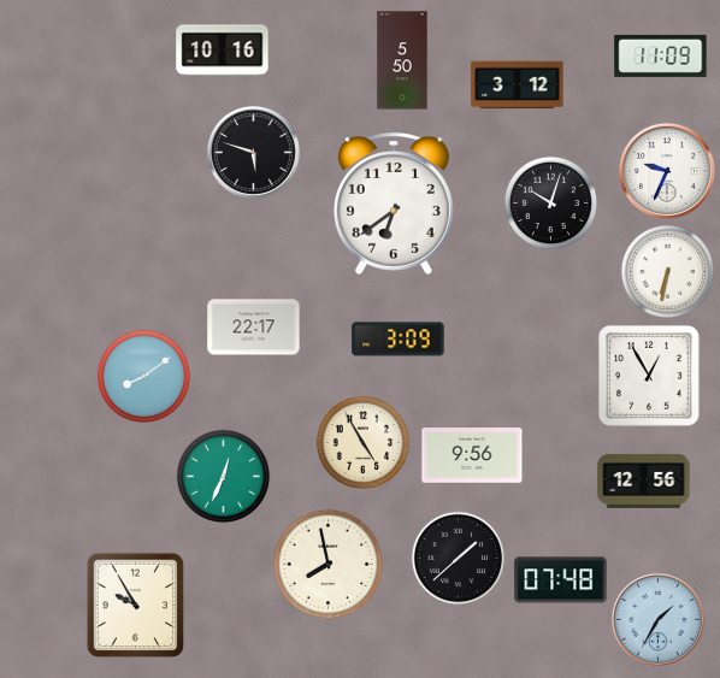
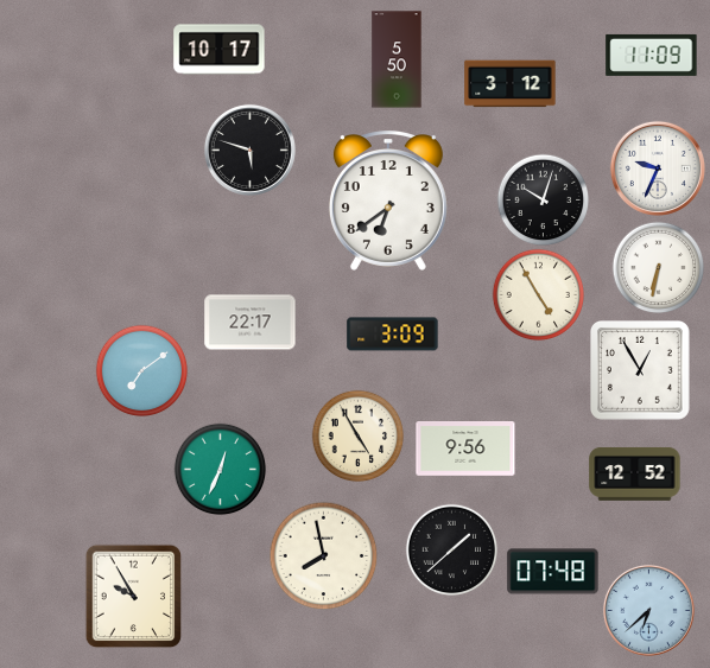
clock at (223, 51): 10:16 -> 10:17
clock at (538, 294): none -> 4:55
clock at (143, 376): 8:09 -> 7:09
clock at (644, 481): 12:56 -> 12:52
clock at (657, 619): 1:35 -> 6:38
